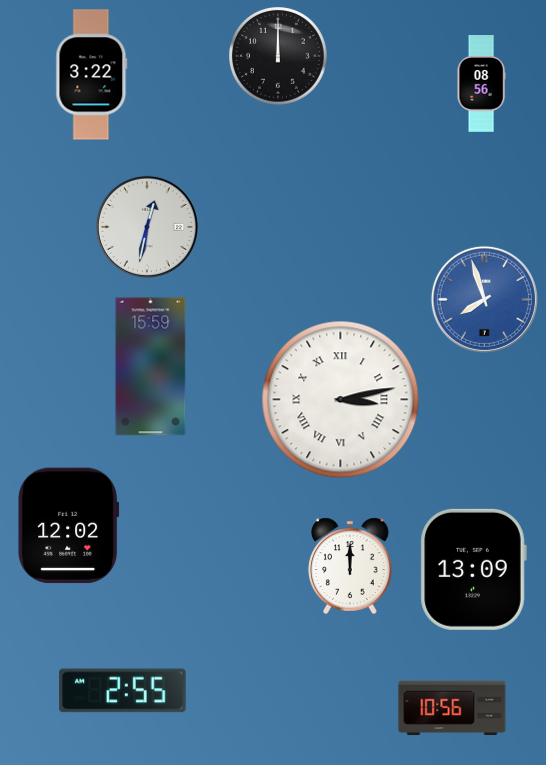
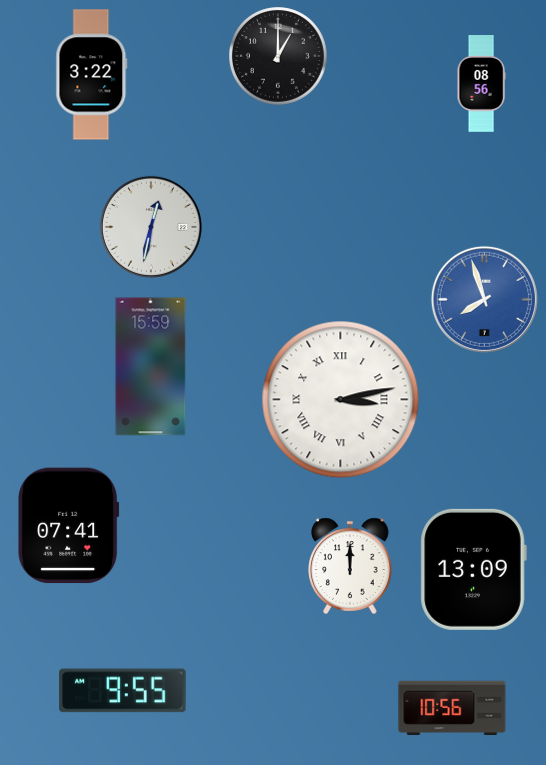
clock at (279, 57): 12:00 -> 1:00
clock at (147, 227) position: (147, 227) -> (151, 227)
clock at (69, 526): 12:02 -> 07:41
clock at (123, 691): 2:55 -> 9:55
